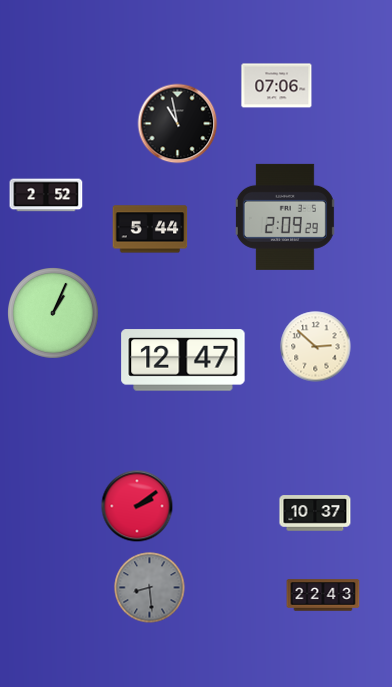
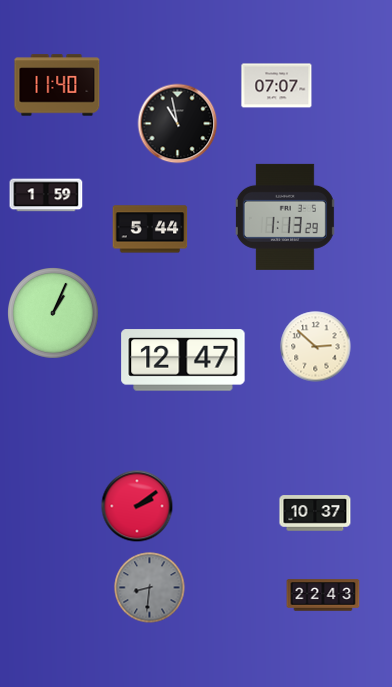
clock at (57, 85): none -> 11:40
clock at (277, 86): 07:06 -> 07:07
clock at (46, 195): 2:52 -> 1:59
clock at (285, 217): 2:09 -> 1:13
clock at (150, 588): 8:29 -> 8:31
